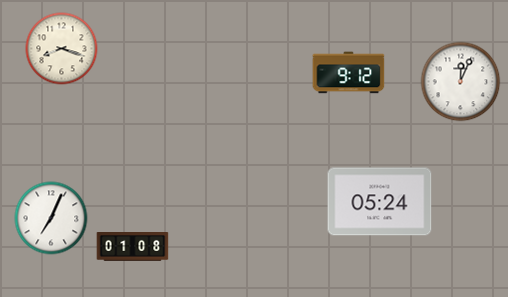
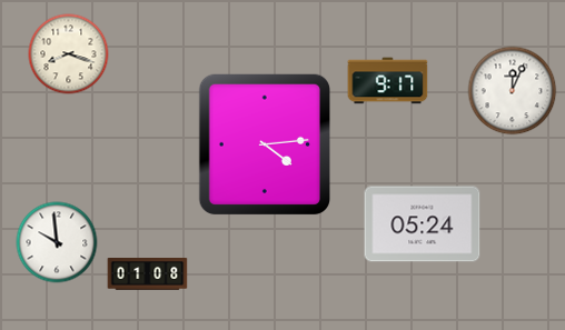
clock at (349, 73): 9:12 -> 9:17
clock at (264, 144): none -> 4:14
clock at (51, 218): 7:04 -> 9:59
